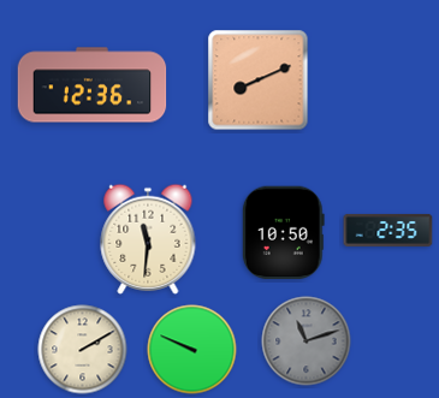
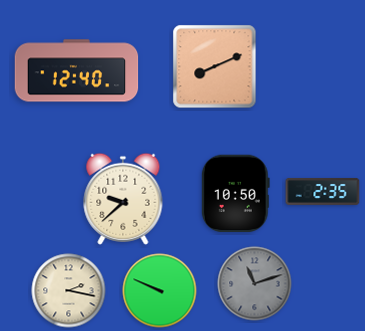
clock at (93, 85): 12:36 -> 12:40
clock at (148, 239): 11:31 -> 9:38
clock at (83, 350): 2:10 -> 2:17
